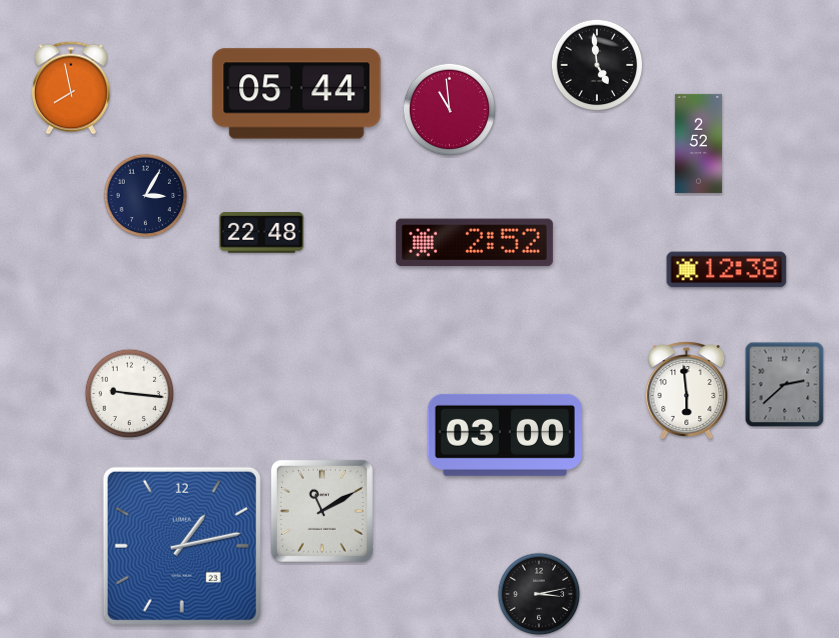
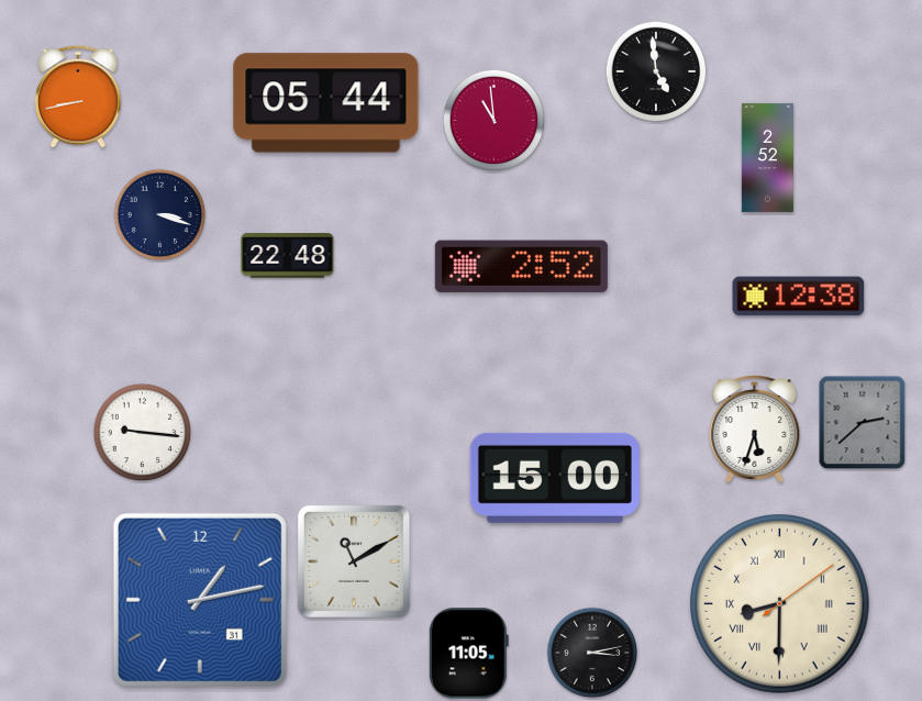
clock at (71, 88): 7:58 -> 8:43
clock at (146, 196): 3:05 -> 3:18
clock at (687, 391): 5:59 -> 5:33
clock at (505, 435): 03:00 -> 15:00
clock at (182, 546) date: 23 -> 31
clock at (779, 603): none -> 8:30
clock at (468, 654): none -> 11:05
